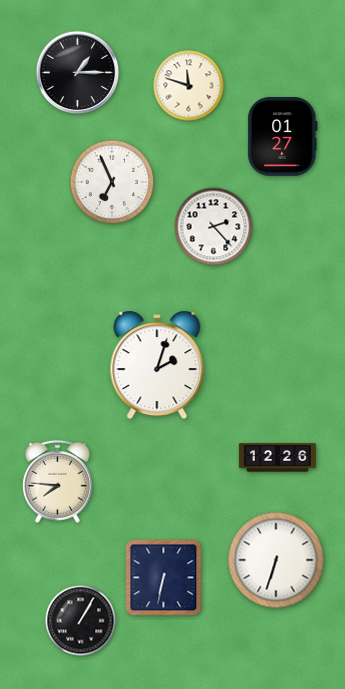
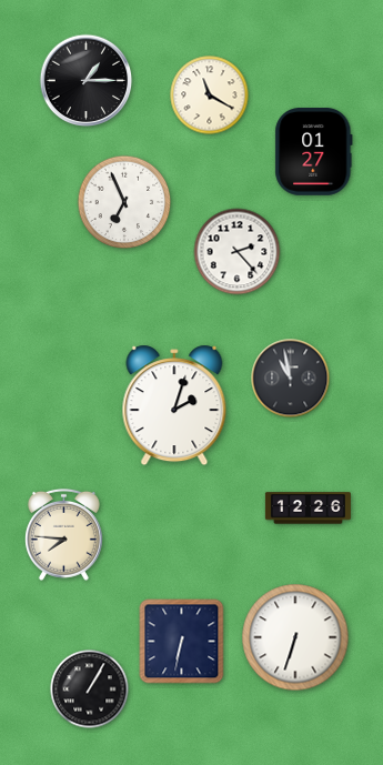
clock at (189, 86): 11:48 -> 11:20
clock at (291, 379): none -> 10:58
clock at (276, 560) position: (276, 560) -> (295, 637)
